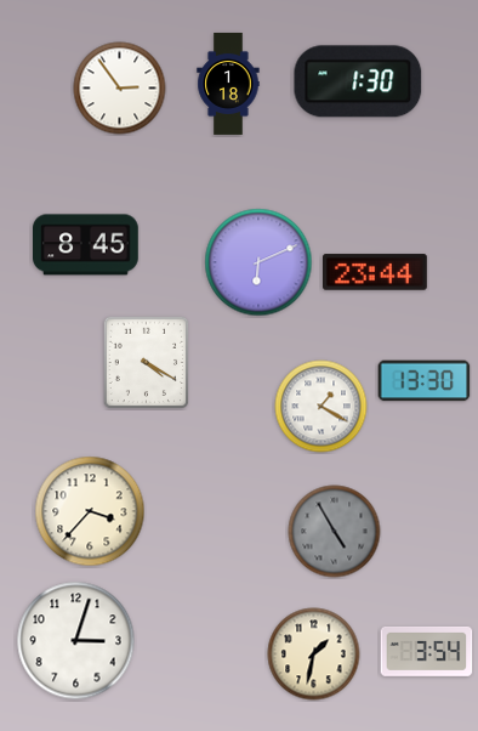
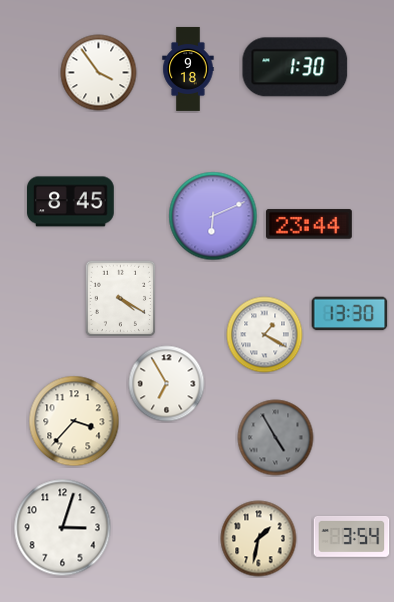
clock at (228, 84): 1:18 -> 9:18
clock at (120, 89): 2:54 -> 3:54
clock at (167, 384): none -> 6:55
